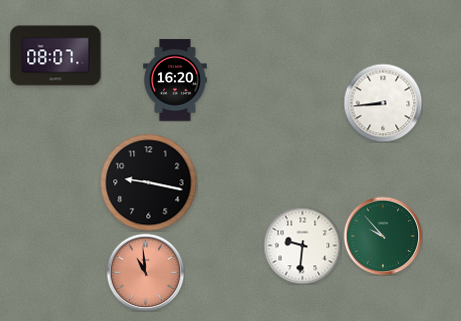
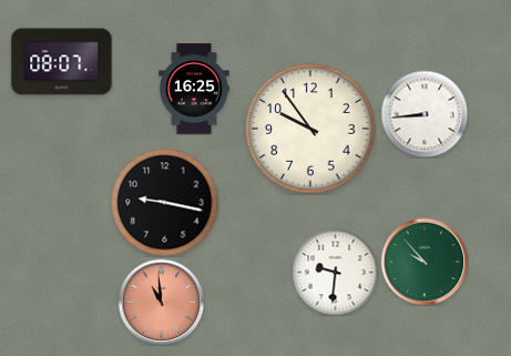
clock at (175, 80): 16:20 -> 16:25
clock at (310, 129): none -> 9:54
